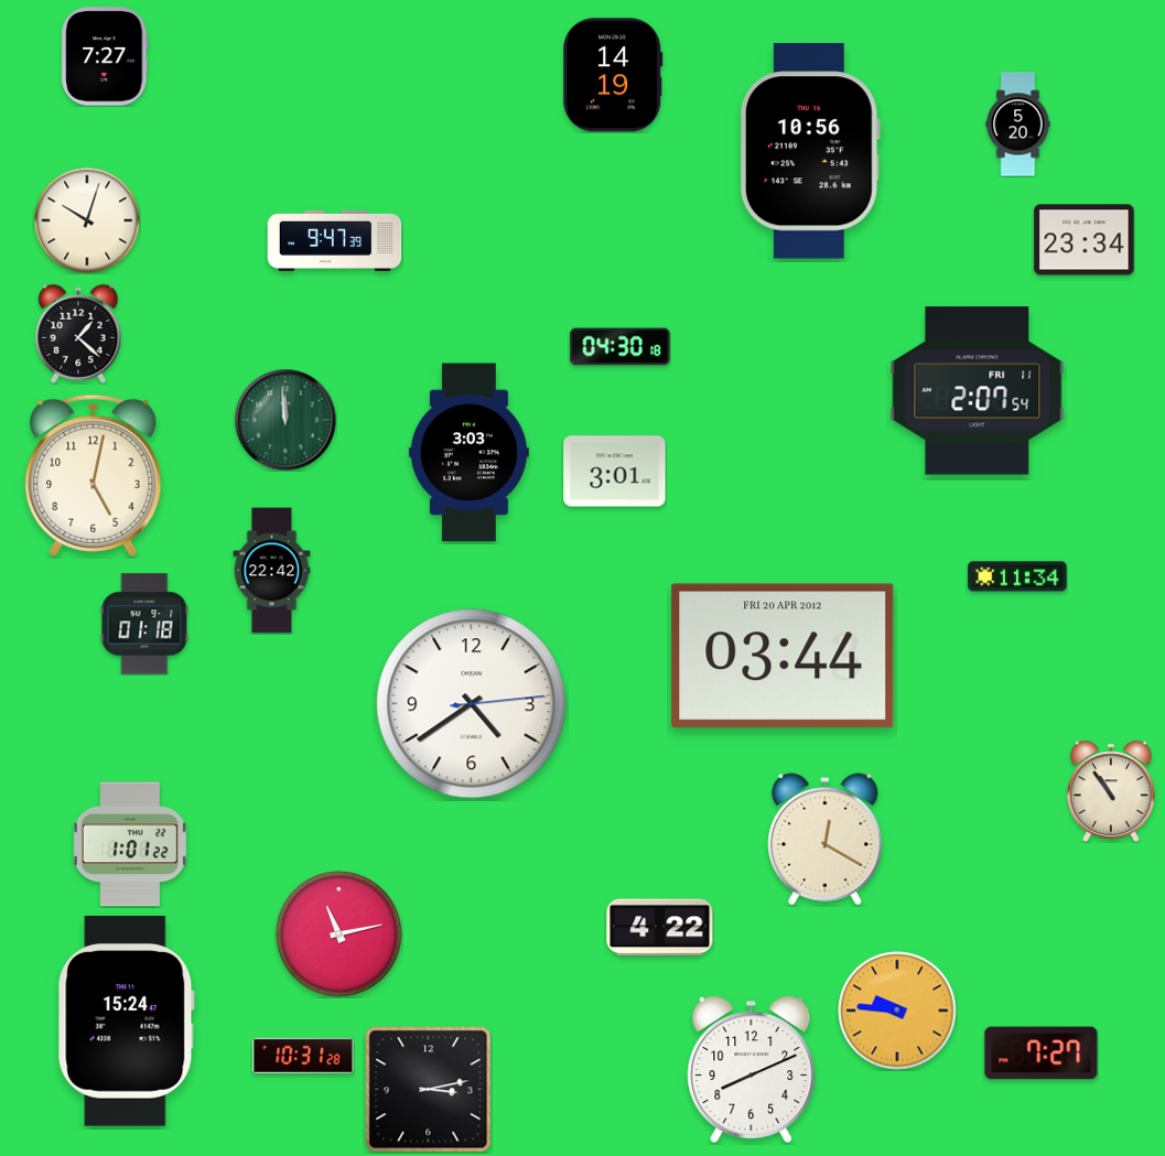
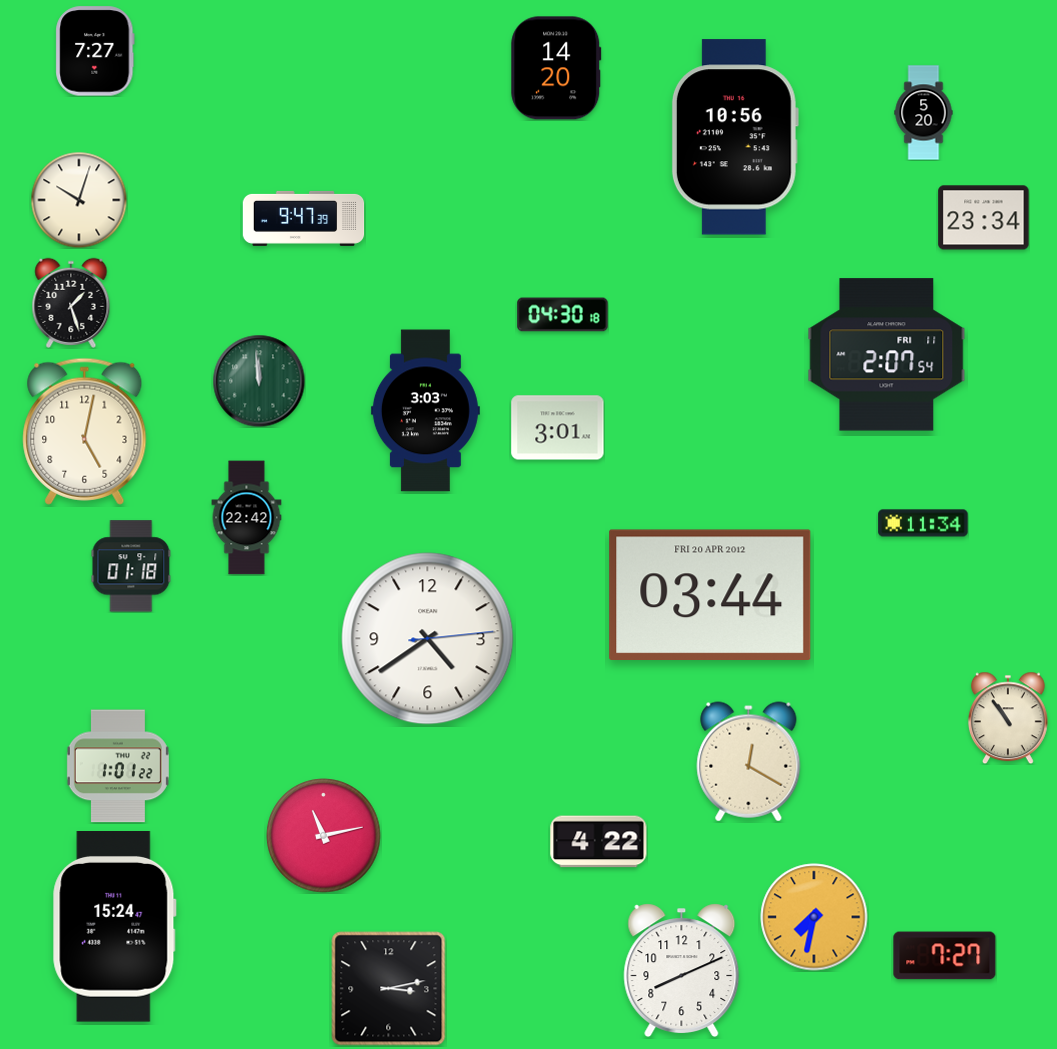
clock at (613, 75): 14:19 -> 14:20
clock at (78, 334): 1:22 -> 1:27
clock at (339, 934) position: (339, 934) -> (324, 836)
clock at (897, 1011): 9:46 -> 7:32
clock at (303, 1056): 10:31 -> none
